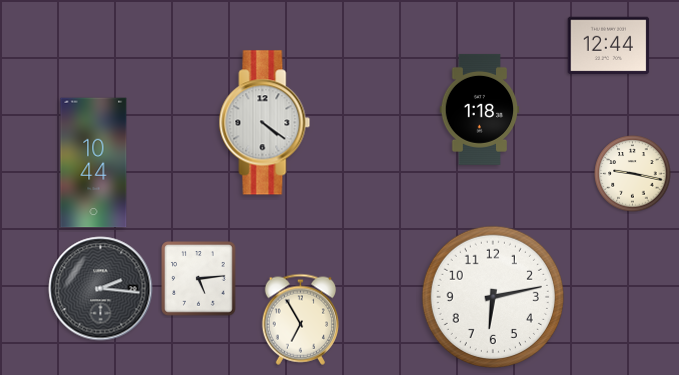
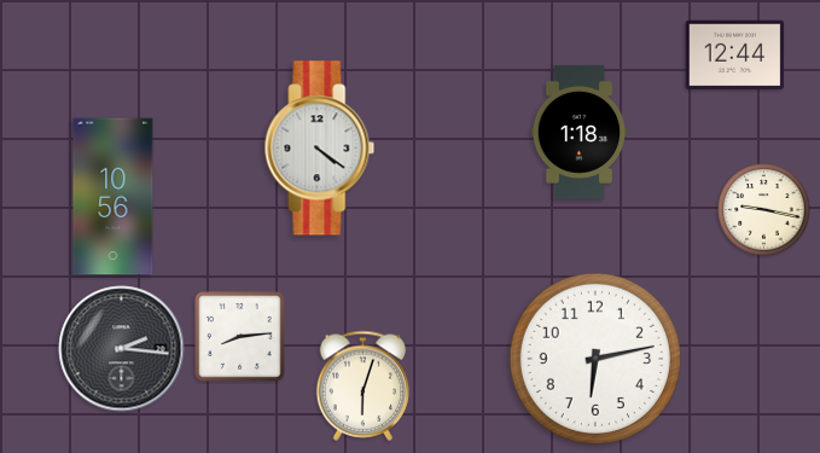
clock at (94, 163): 10:44 -> 10:56
clock at (199, 279): 5:14 -> 8:14
clock at (301, 319): 6:55 -> 6:03
